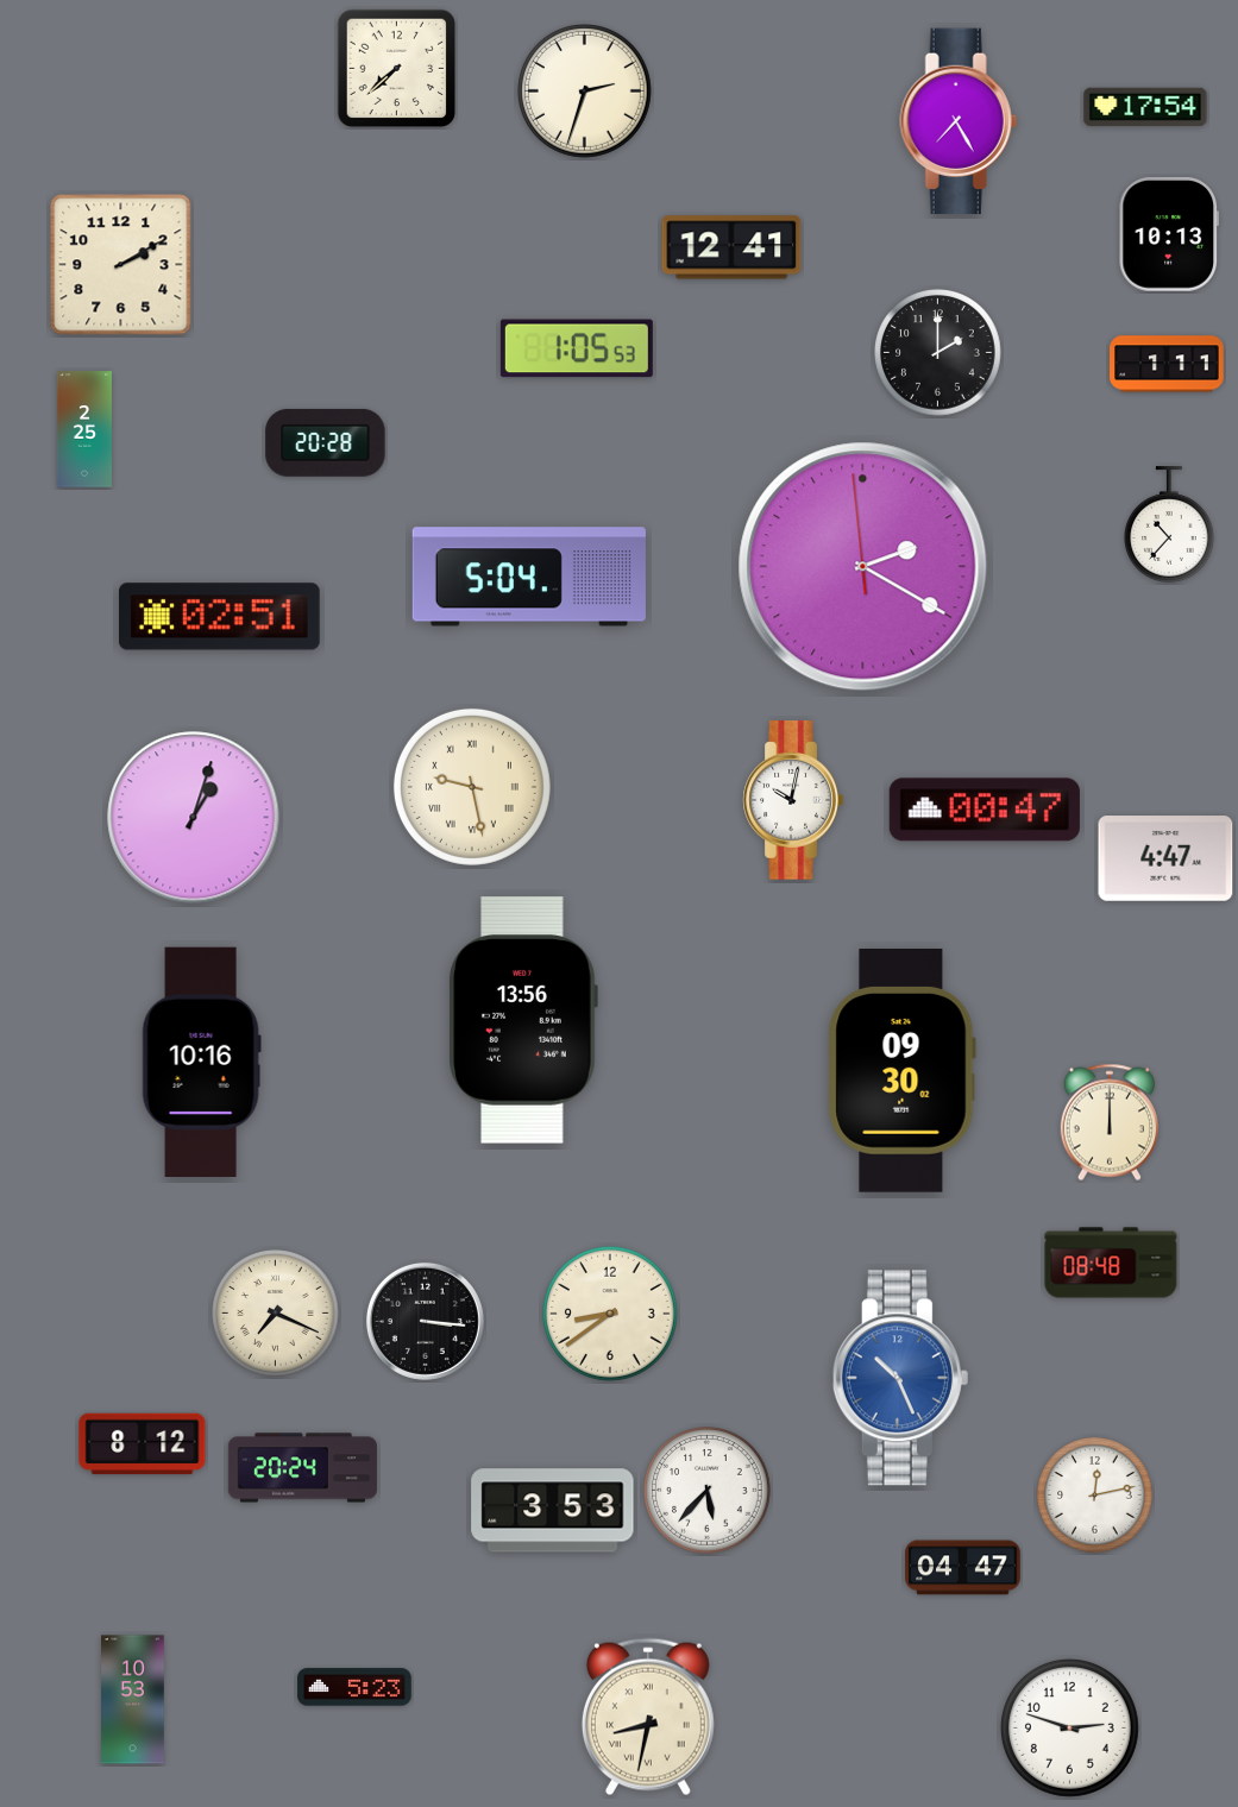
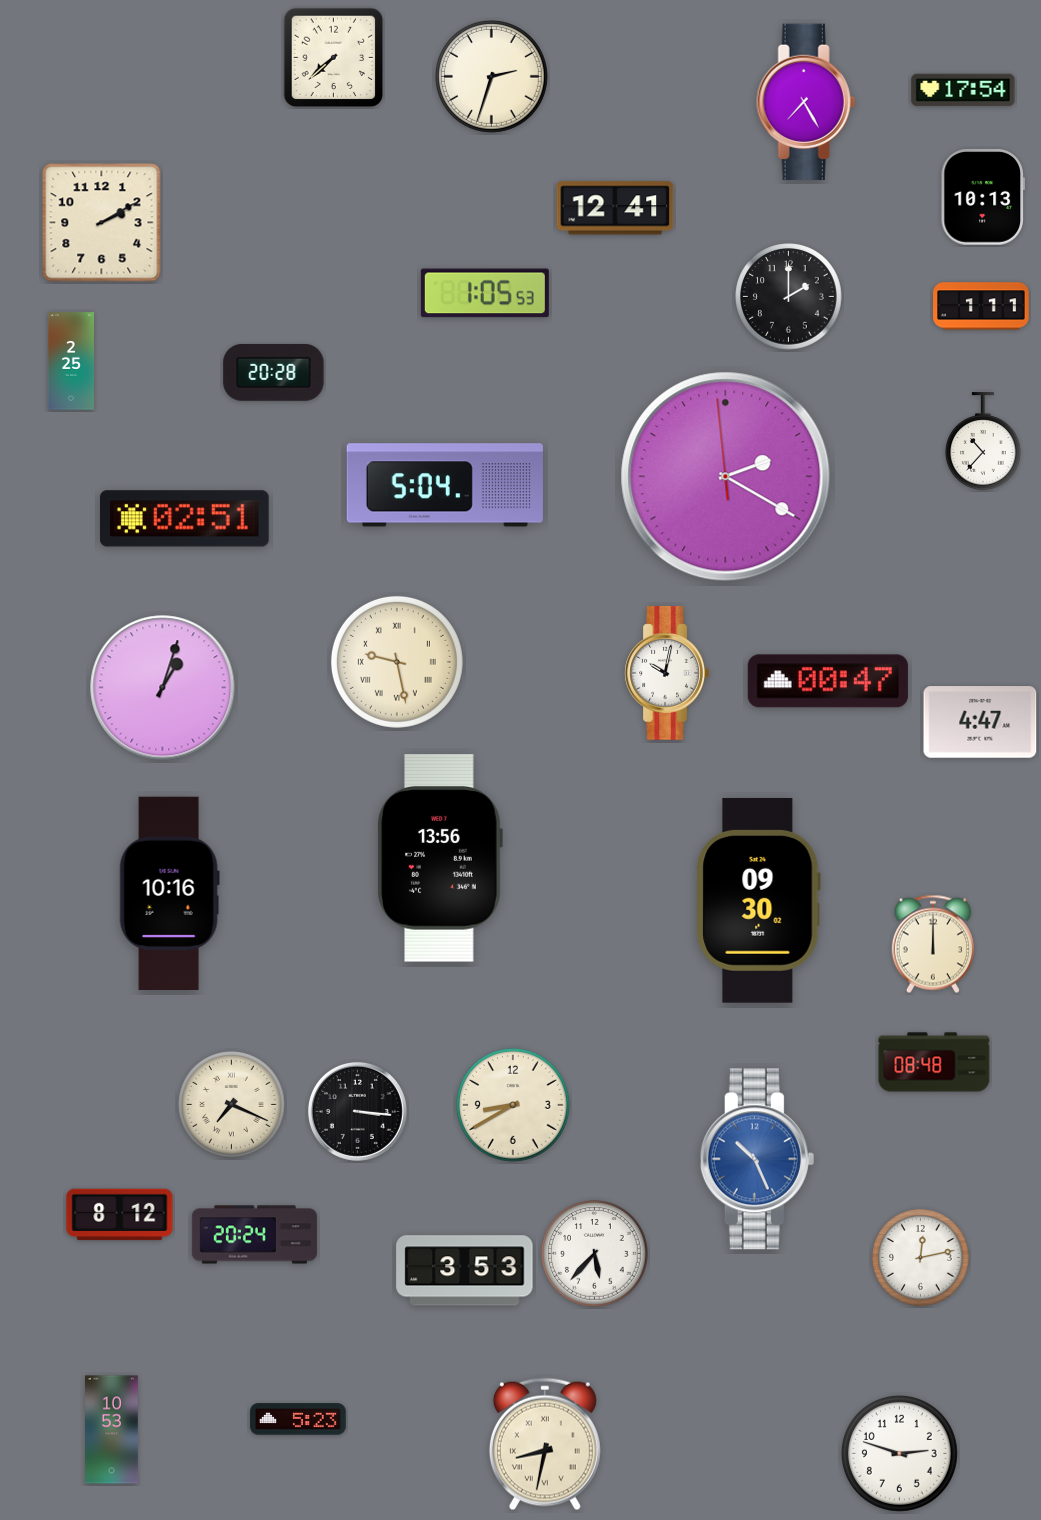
clock at (610, 1314): 8:39 -> 8:40
clock at (963, 1568): 04:47 -> none
